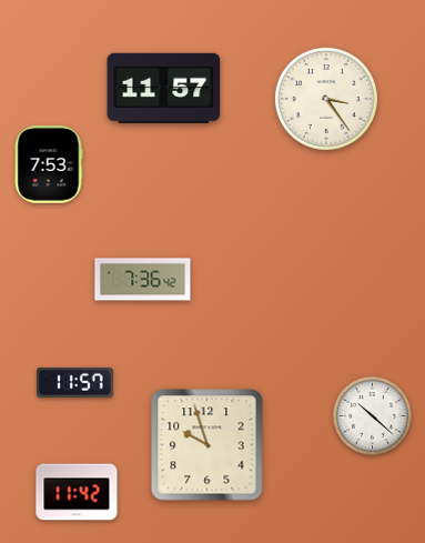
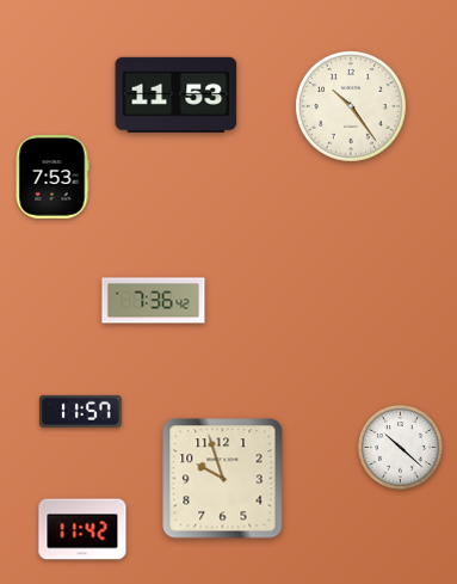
clock at (164, 88): 11:57 -> 11:53
clock at (326, 99): 3:24 -> 10:24
